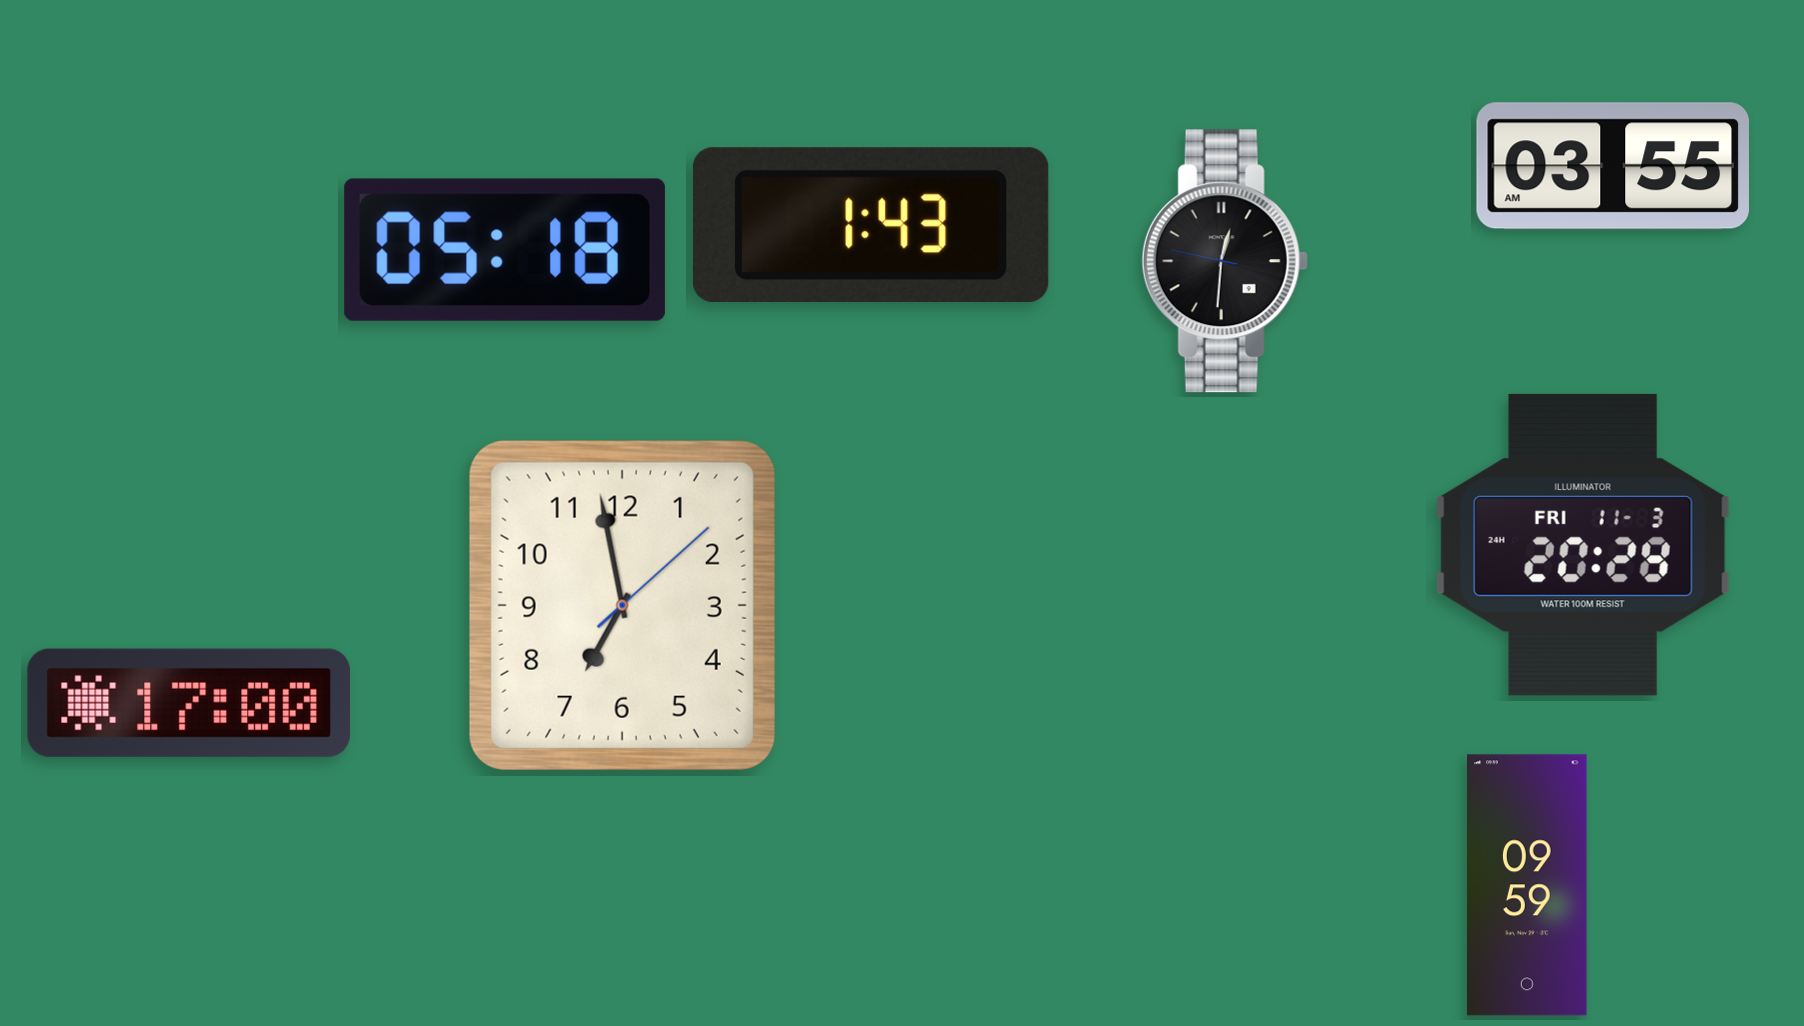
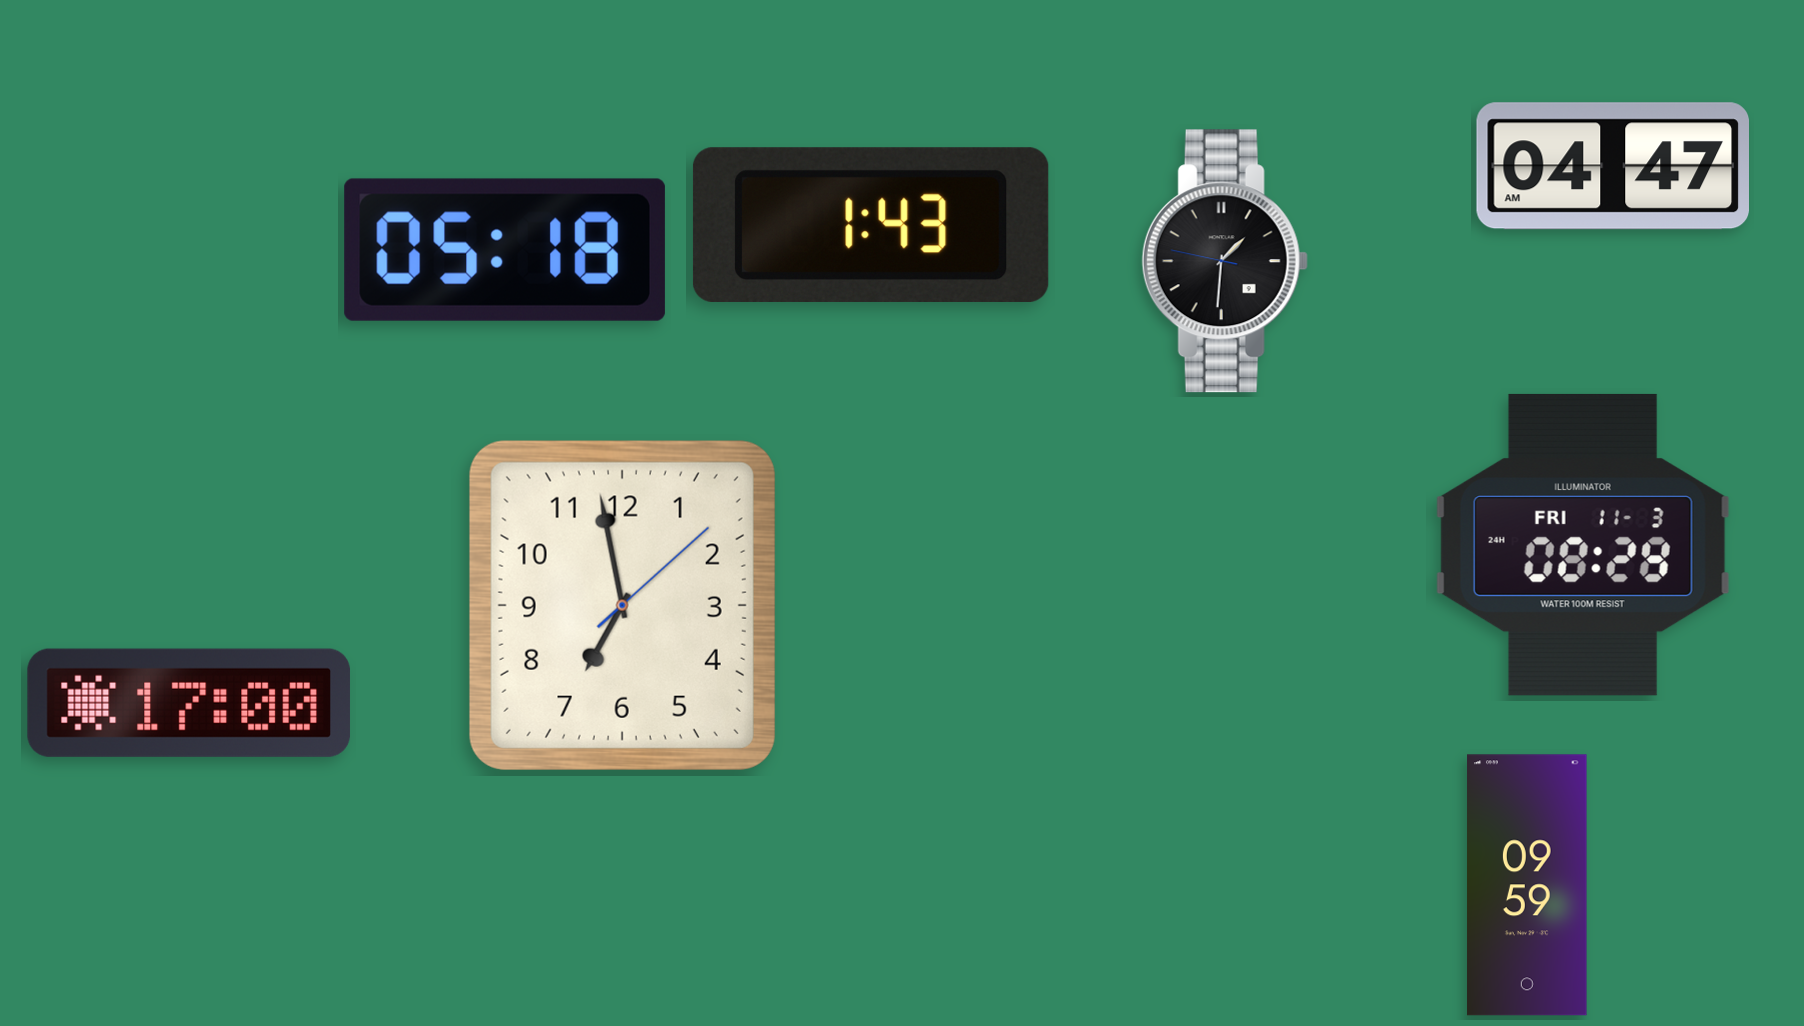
clock at (1612, 166): 03:55 -> 04:47
clock at (1225, 261): 12:30 -> 1:30
clock at (1583, 545): 20:28 -> 08:28
